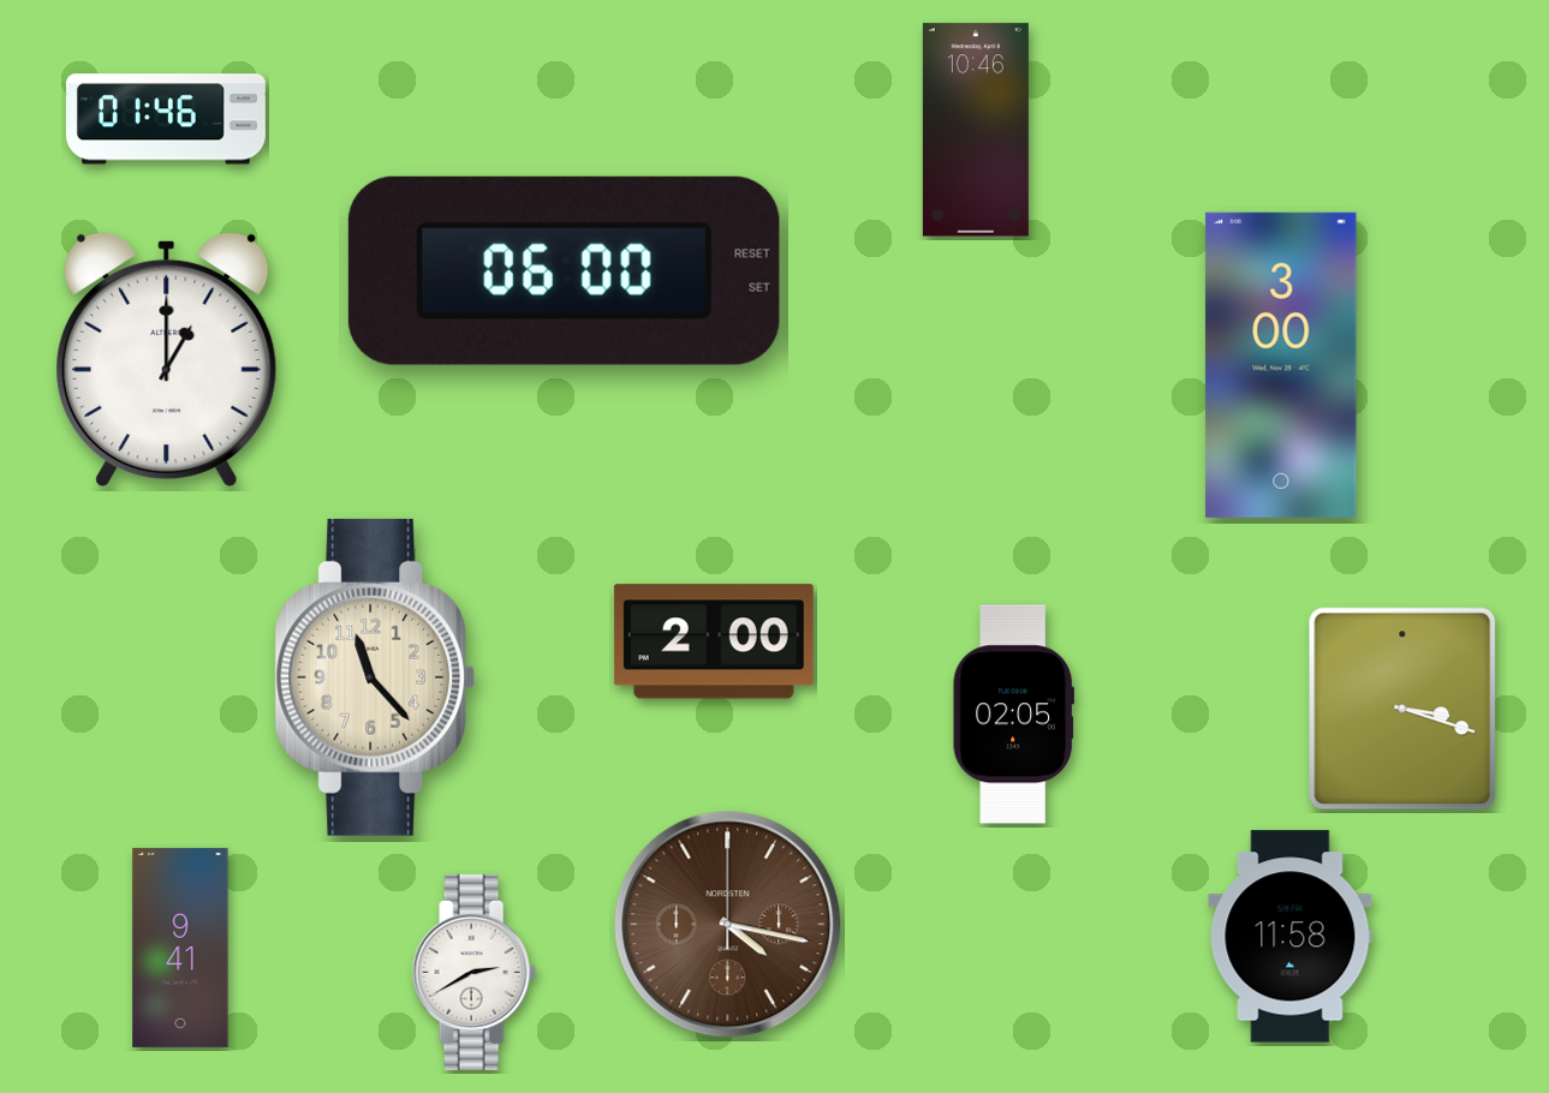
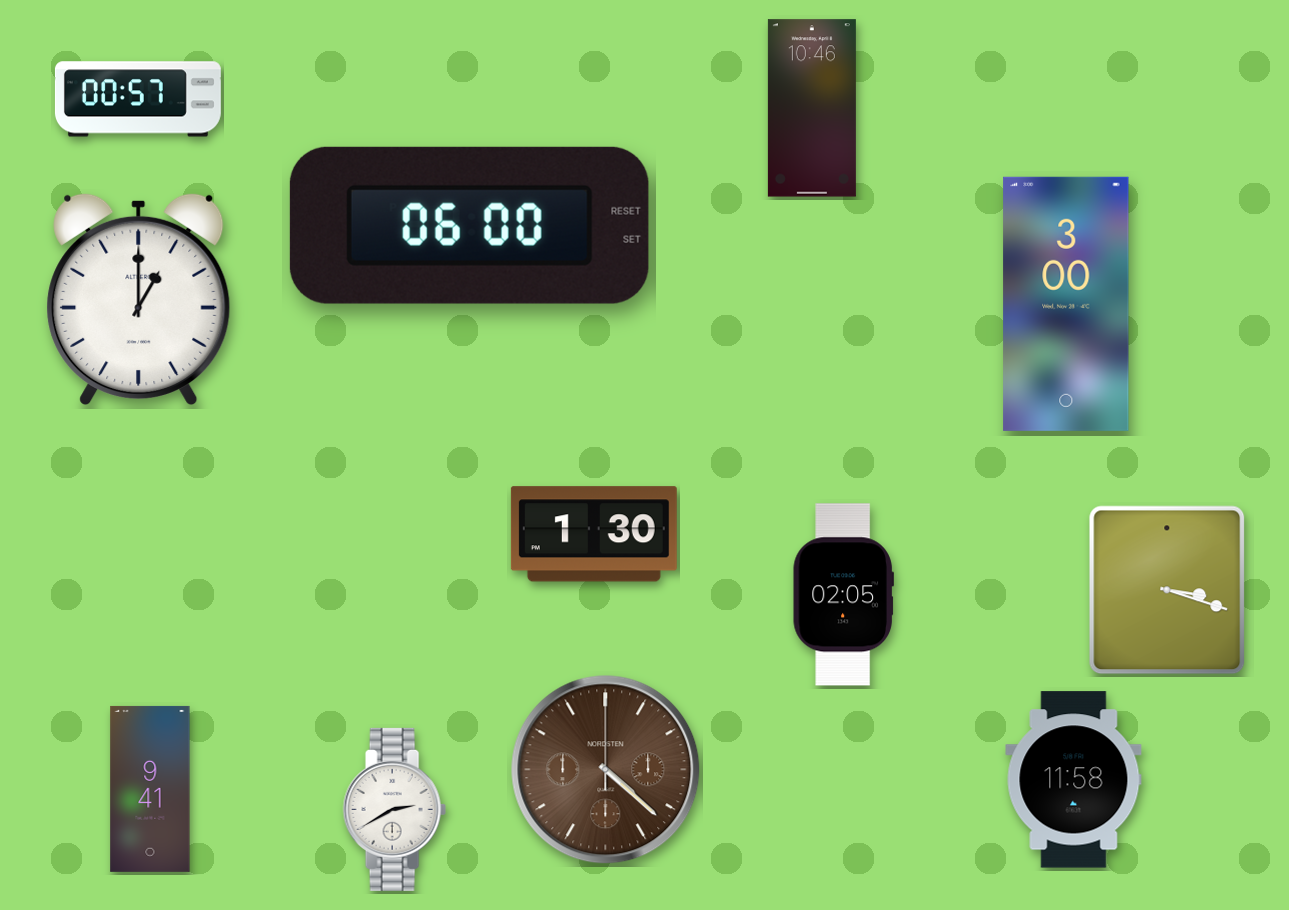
clock at (166, 119): 01:46 -> 00:57
clock at (714, 641): 2:00 -> 1:30
clock at (375, 677): 11:23 -> none
clock at (728, 925): 4:17 -> 4:22
